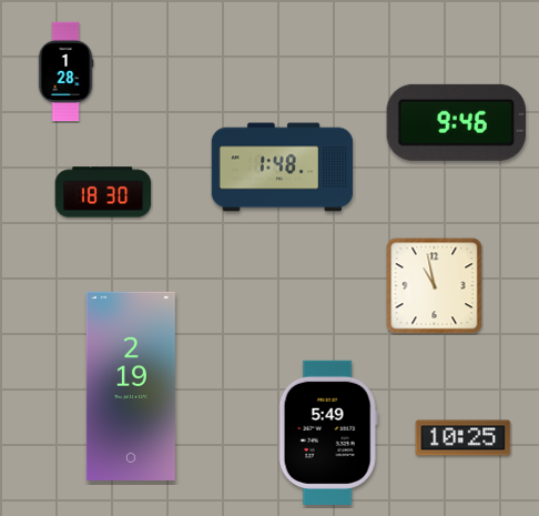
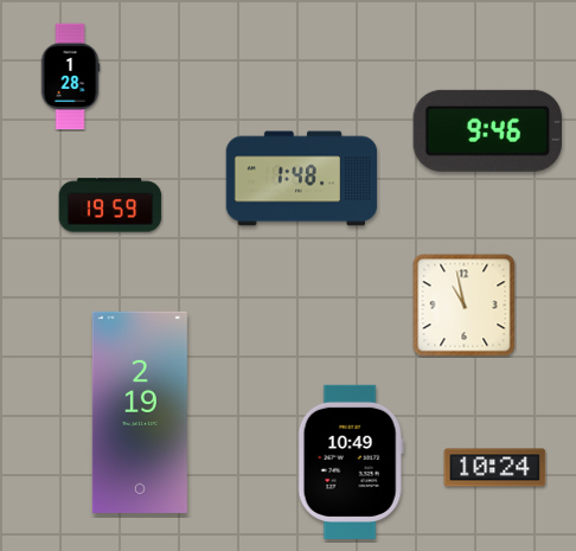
clock at (103, 192): 18:30 -> 19:59
clock at (328, 433): 5:49 -> 10:49
clock at (464, 438): 10:25 -> 10:24
